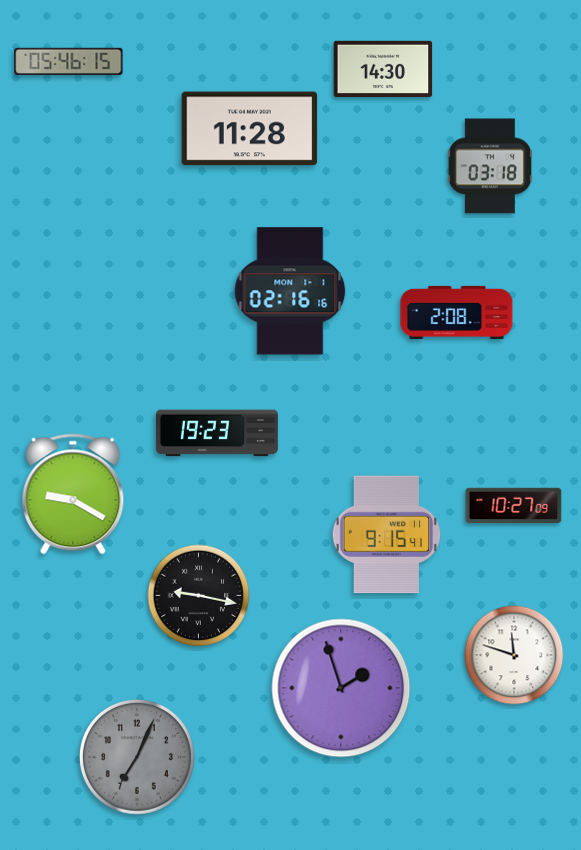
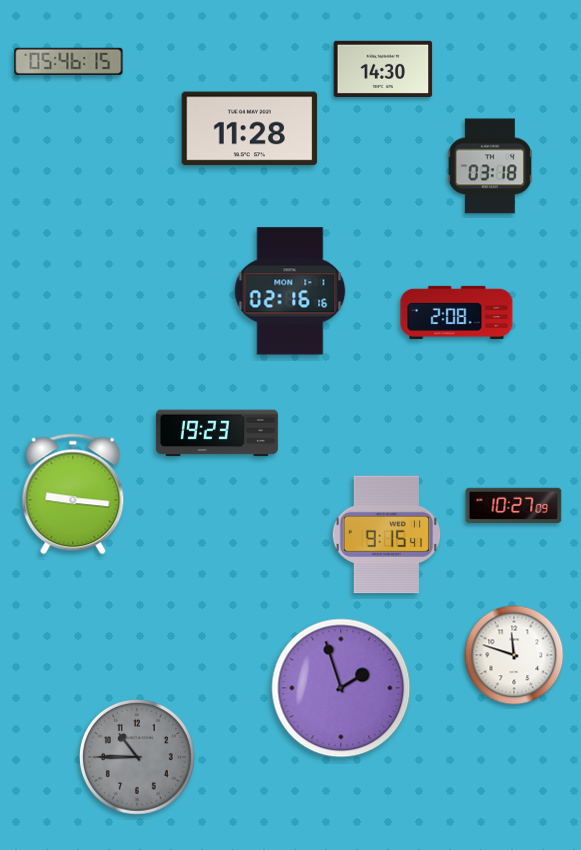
clock at (73, 494): 9:20 -> 9:16
clock at (199, 596): 9:17 -> none
clock at (137, 757): 7:04 -> 10:45
